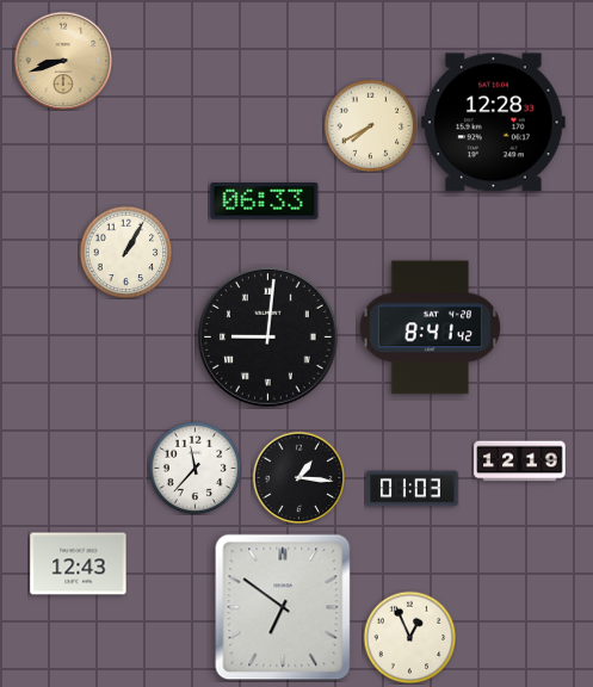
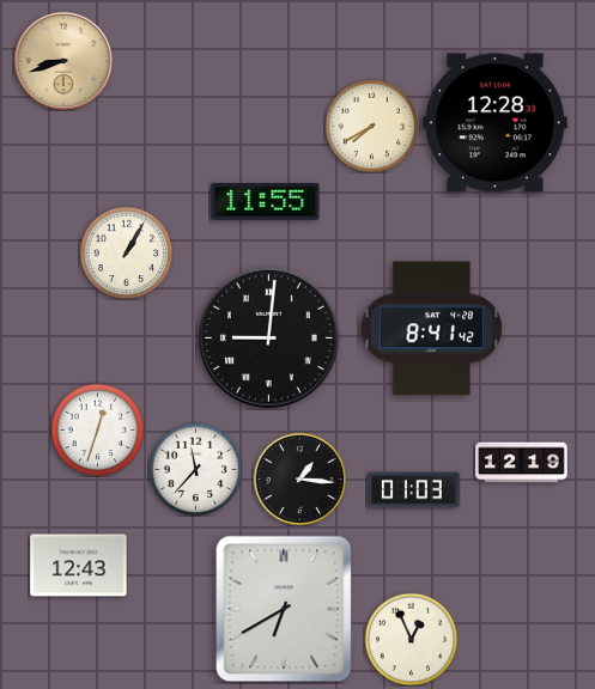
clock at (265, 202): 06:33 -> 11:55
clock at (97, 429): none -> 12:33
clock at (283, 607): 6:51 -> 6:40
